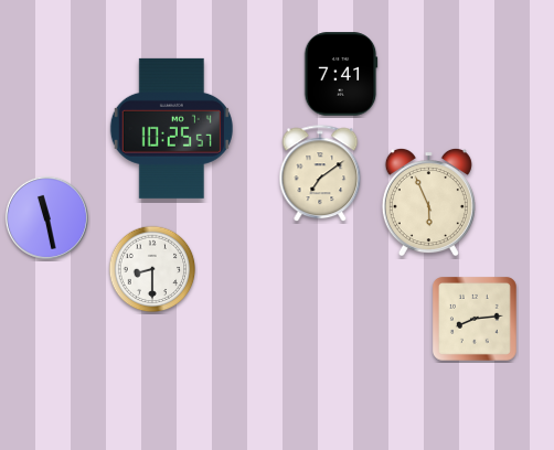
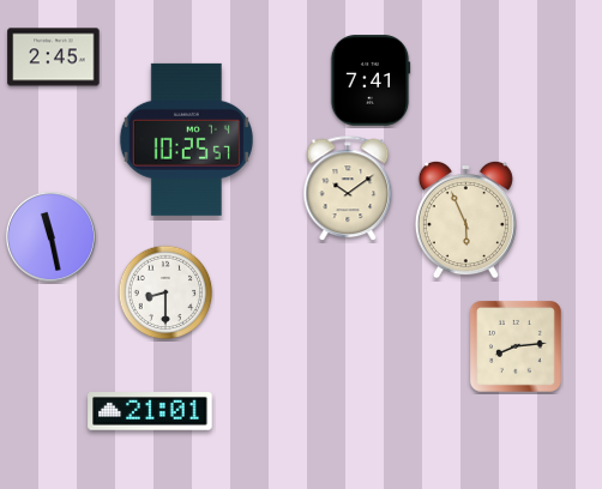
clock at (54, 58): none -> 2:45
clock at (320, 174): 7:09 -> 10:09
clock at (150, 411): none -> 21:01
